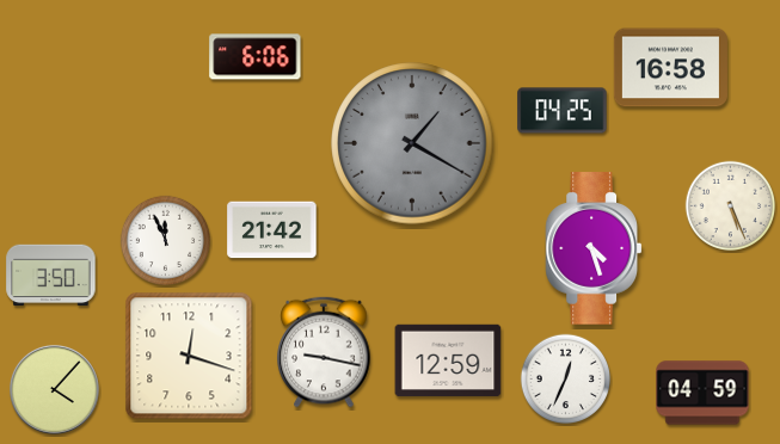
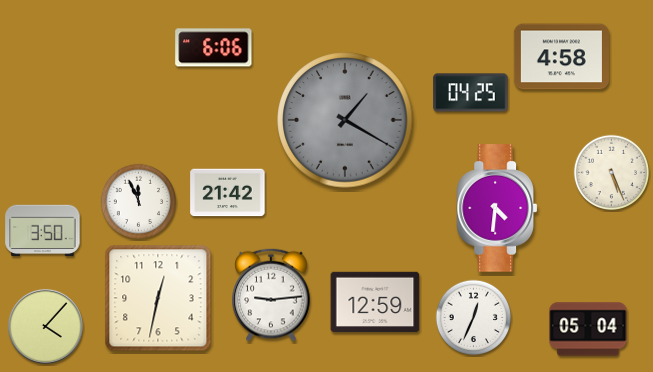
clock at (670, 68): 16:58 -> 4:58
clock at (594, 248): 4:27 -> 4:31
clock at (324, 352): 9:17 -> 9:14
clock at (189, 356): 12:18 -> 12:32
clock at (702, 393): 04:59 -> 05:04
